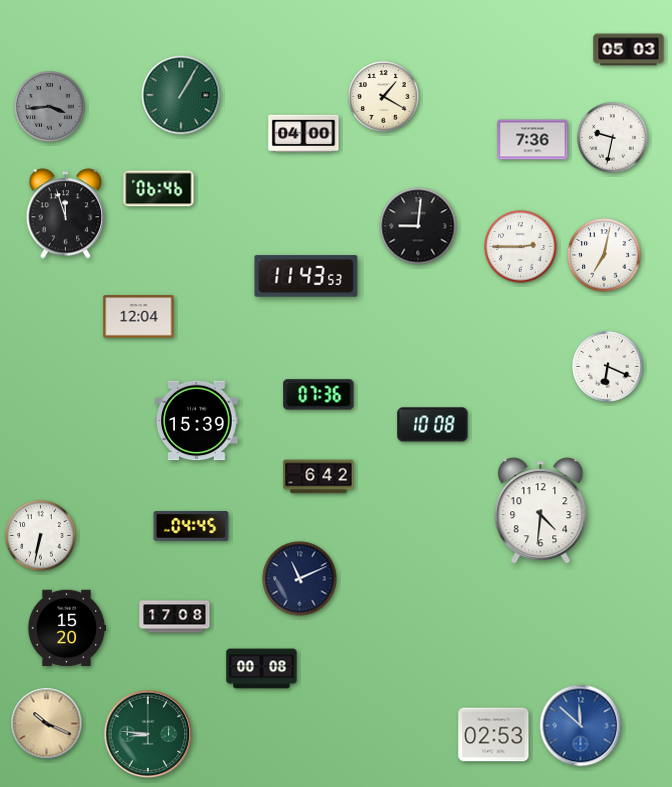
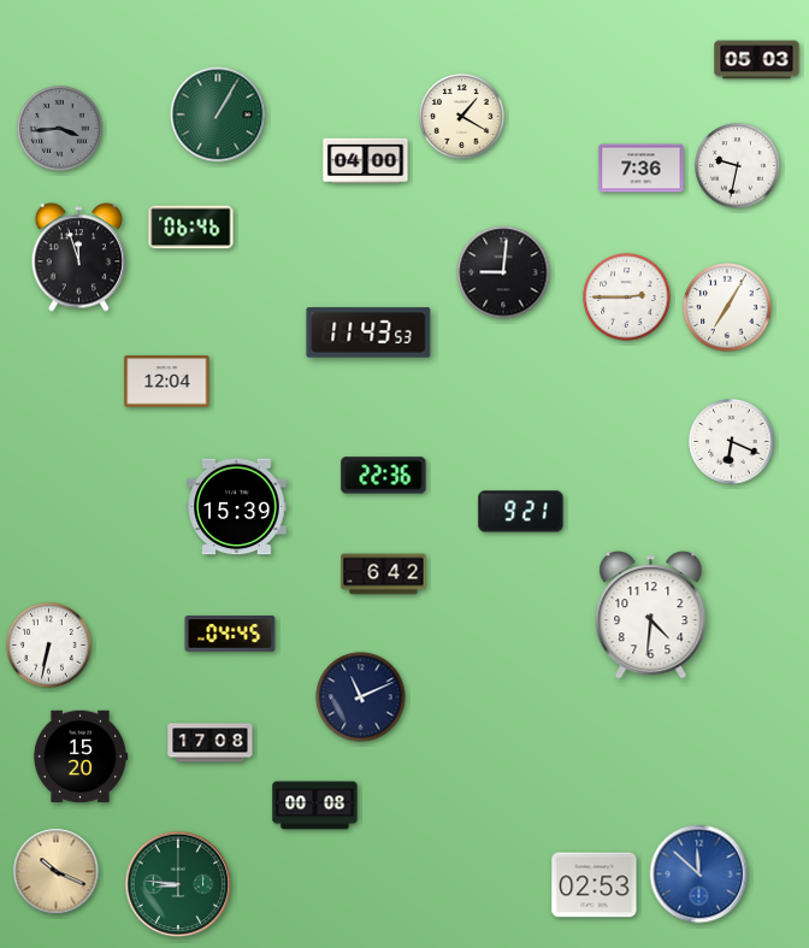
clock at (604, 255): 7:02 -> 7:05
clock at (319, 395): 07:36 -> 22:36
clock at (433, 425): 10:08 -> 9:21
